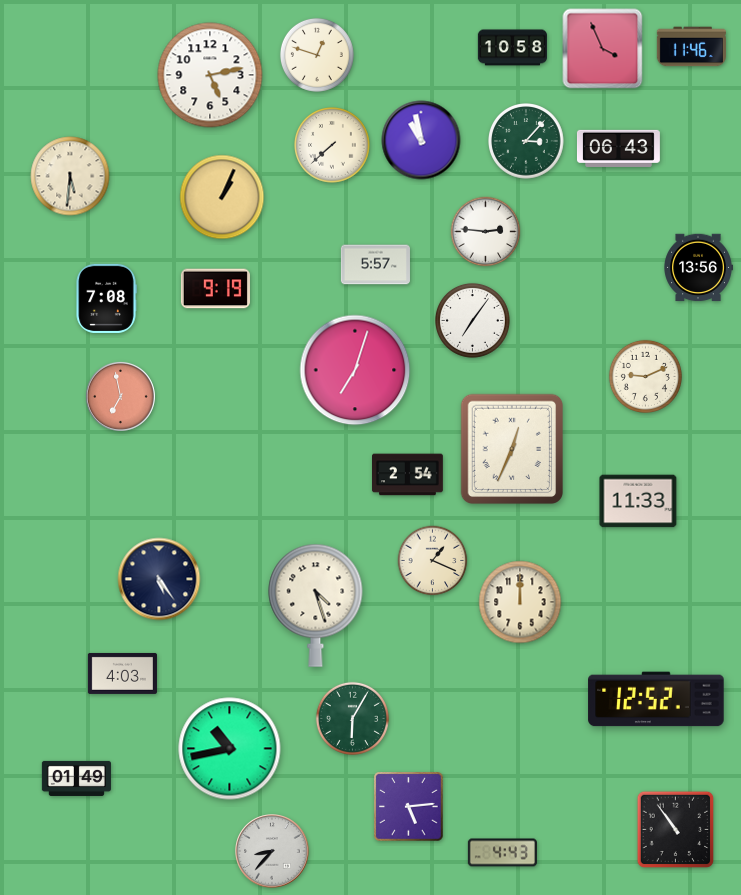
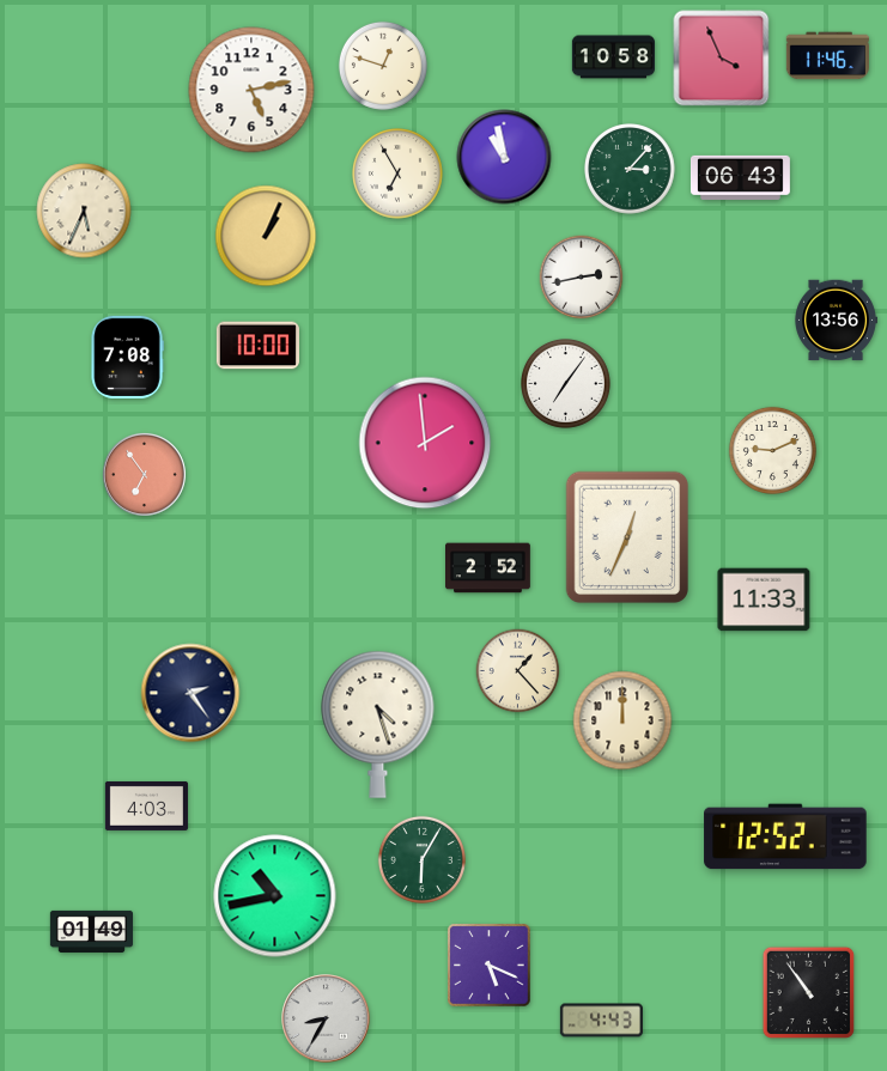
clock at (317, 55) position: (317, 55) -> (383, 66)
clock at (421, 140) position: (421, 140) -> (504, 157)
clock at (333, 146): 7:38 -> 6:55
clock at (70, 176): 5:31 -> 5:34
clock at (486, 232): 2:46 -> 2:43
clock at (375, 265): 5:57 -> none
clock at (215, 289): 9:19 -> 10:00
clock at (355, 370): 7:03 -> 1:59
clock at (120, 396): 6:58 -> 6:54
clock at (511, 449) position: (511, 449) -> (626, 537)
clock at (408, 475): 2:54 -> 2:52
clock at (433, 561): 1:19 -> 1:23
clock at (159, 579): 5:24 -> 2:24
clock at (409, 807): 5:14 -> 5:19
clock at (272, 851): 8:37 -> 8:35
